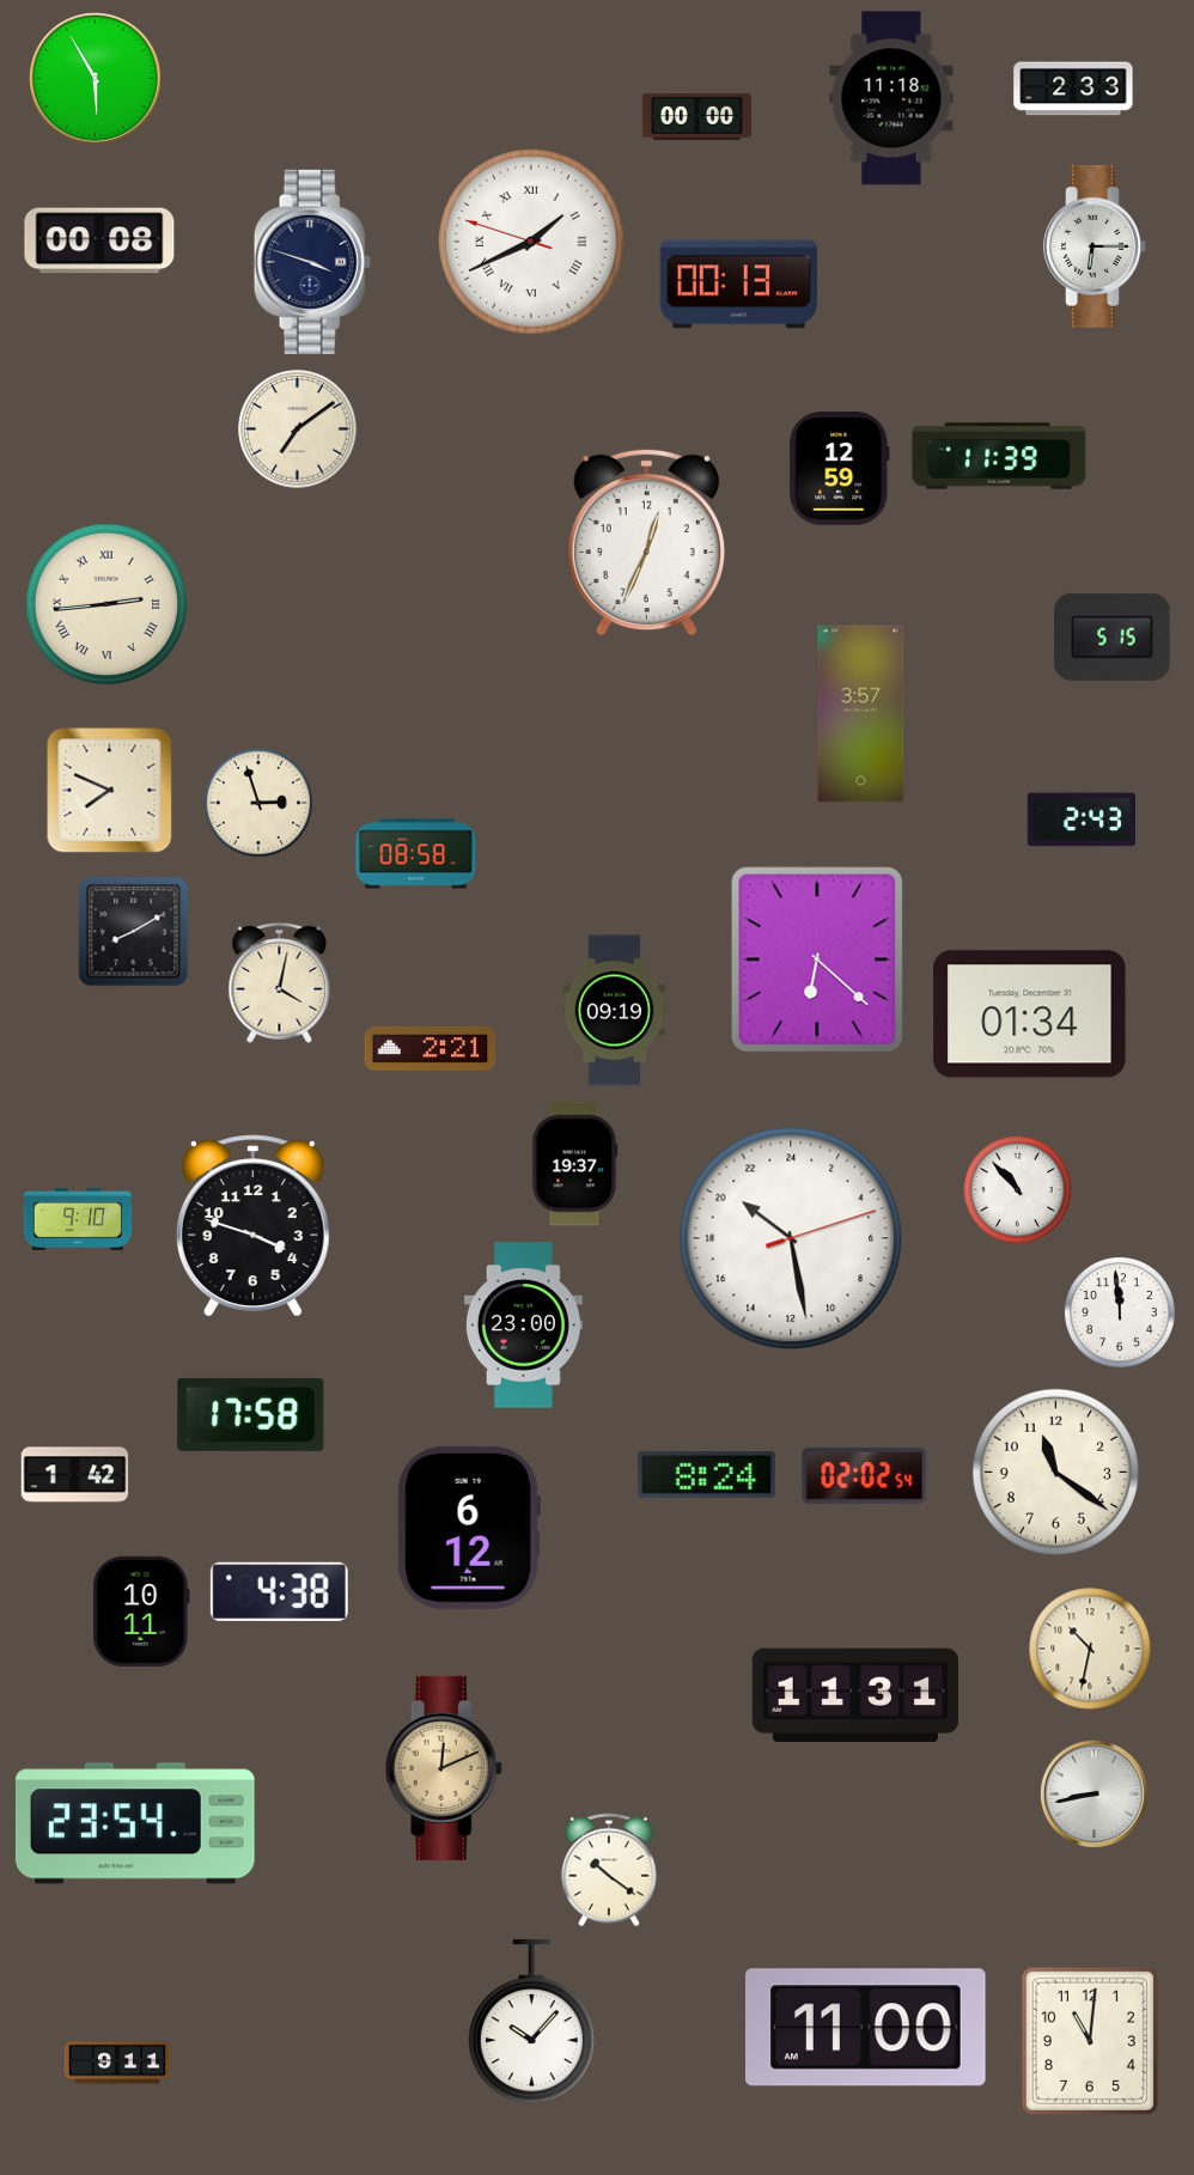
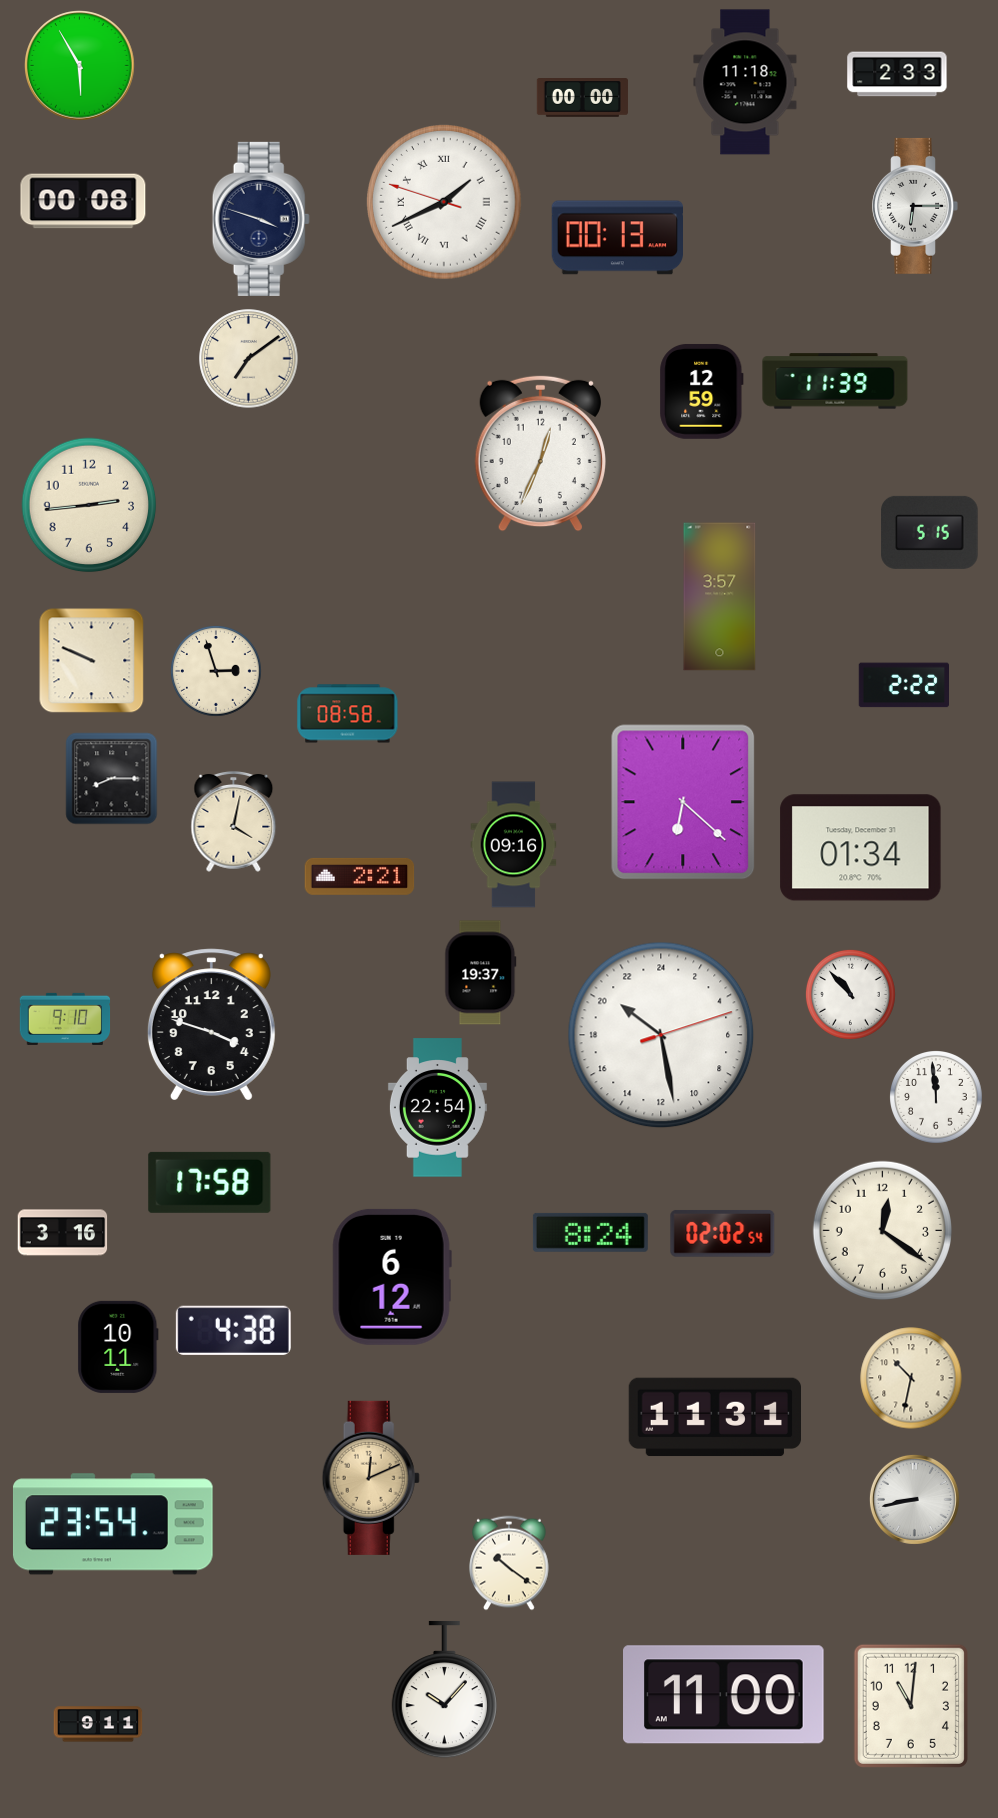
clock at (106, 604) numerals: Roman -> Arabic
clock at (110, 791): 7:49 -> 9:49
clock at (1080, 820): 2:43 -> 2:22
clock at (134, 932): 8:10 -> 8:15
clock at (615, 1011): 09:19 -> 09:16
clock at (523, 1326): 23:00 -> 22:54
clock at (1055, 1472): 11:21 -> 12:21
clock at (75, 1475): 1:42 -> 3:16
